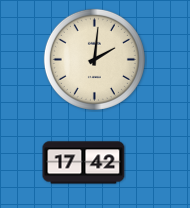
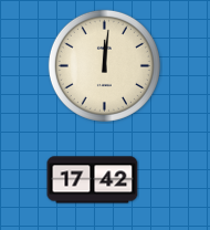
clock at (94, 59): 2:01 -> 12:01
